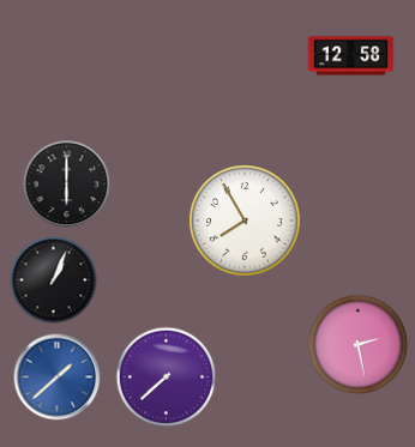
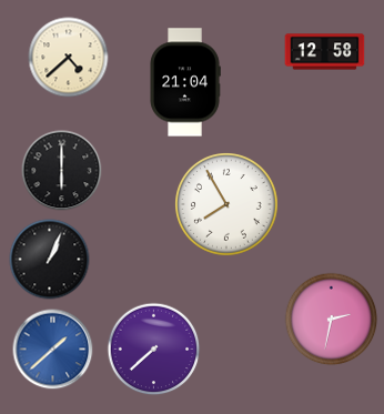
clock at (69, 58): none -> 4:38
clock at (185, 82): none -> 21:04
clock at (359, 345): 2:28 -> 2:32
